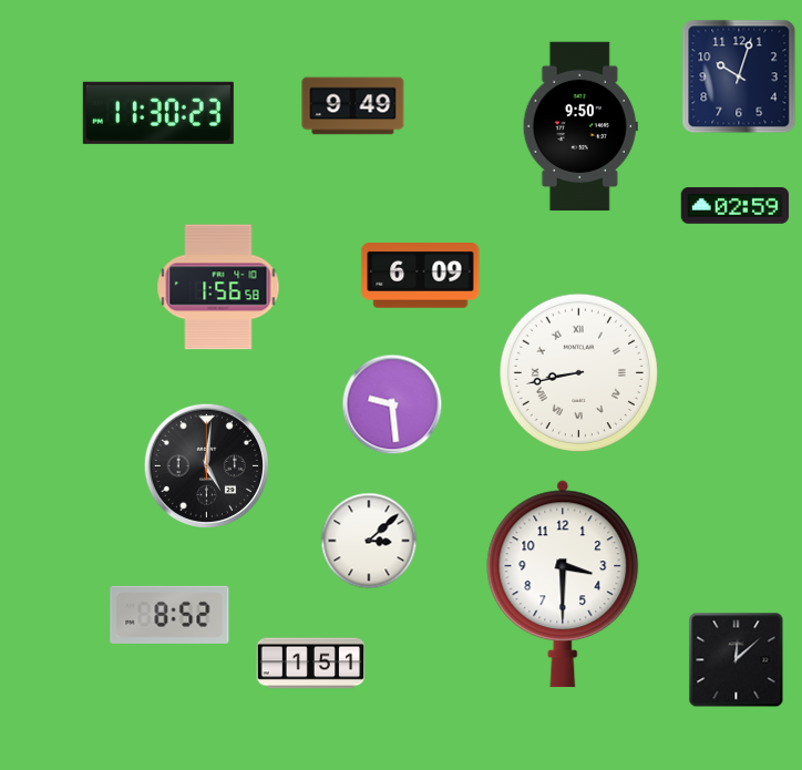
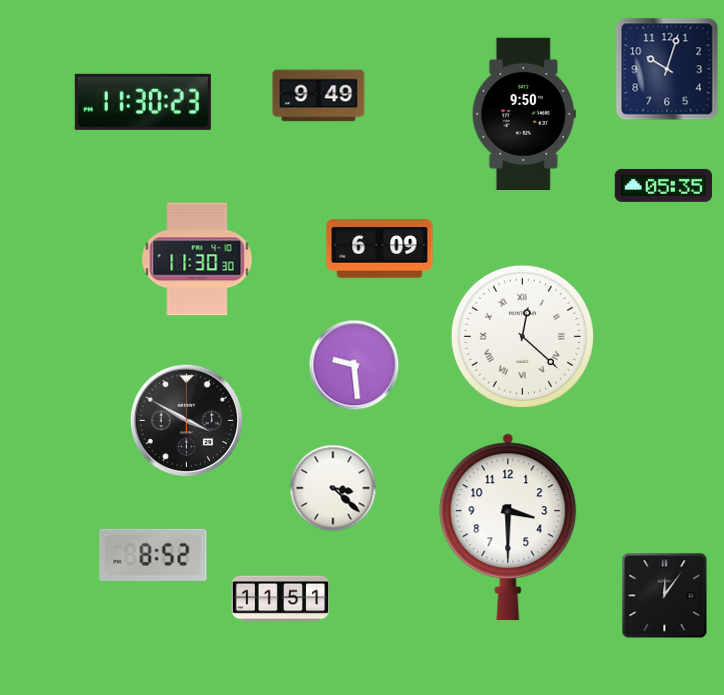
clock at (736, 205): 02:59 -> 05:35
clock at (218, 287): 1:56 -> 11:30
clock at (578, 372): 8:43 -> 12:22
clock at (206, 465): 5:01 -> 3:50
clock at (369, 541): 3:08 -> 3:22
clock at (737, 660): 12:08 -> 12:06
clock at (311, 664): 1:51 -> 11:51
